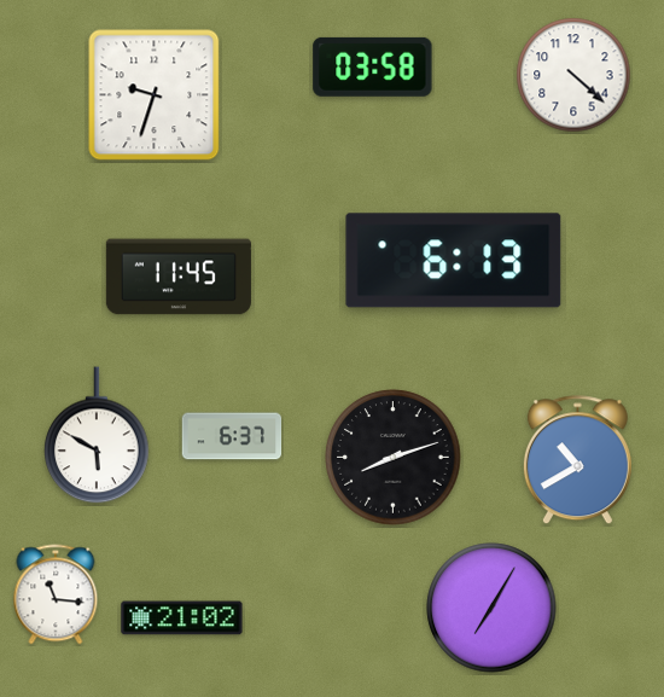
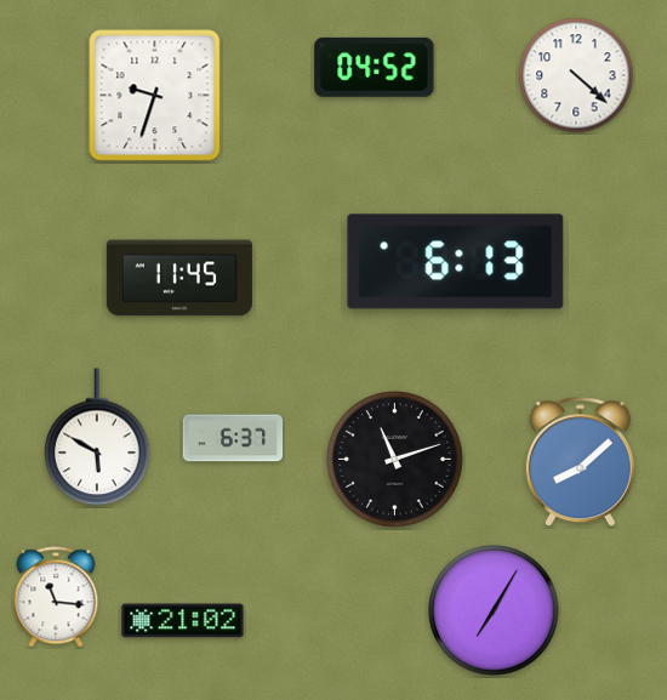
clock at (373, 66): 03:58 -> 04:52
clock at (394, 458): 8:12 -> 11:12
clock at (577, 460): 10:40 -> 8:08
